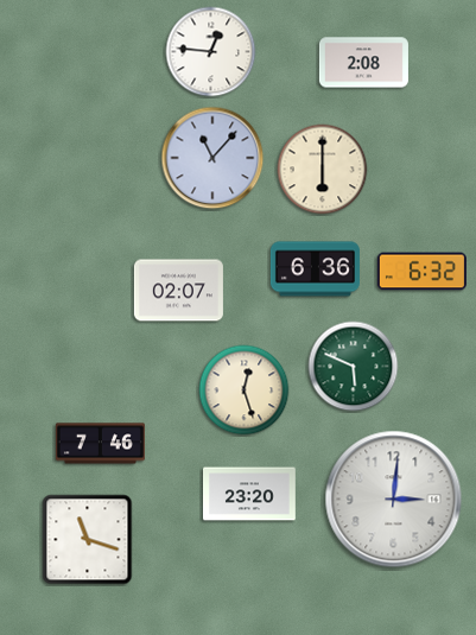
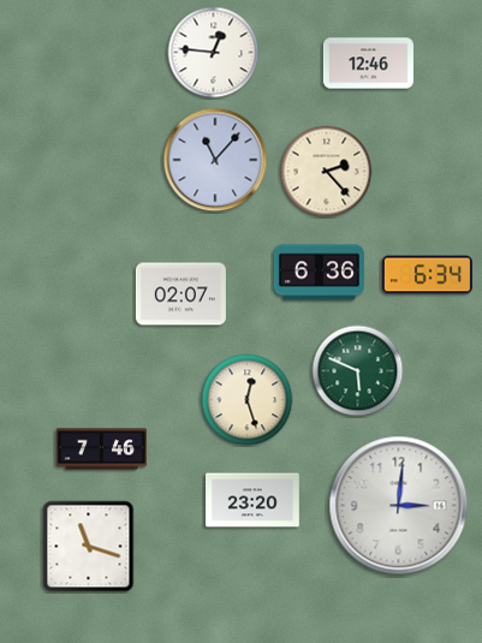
clock at (363, 63): 2:08 -> 12:46
clock at (323, 170): 6:00 -> 2:23
clock at (421, 272): 6:32 -> 6:34
clock at (245, 390) position: (245, 390) -> (248, 400)
